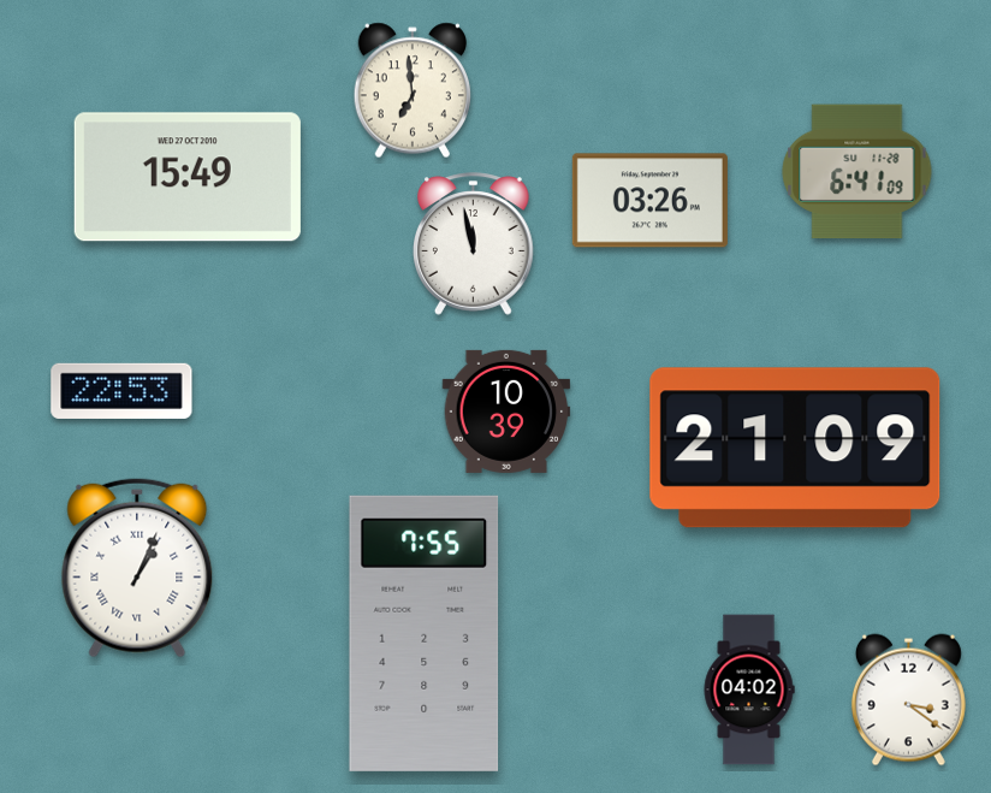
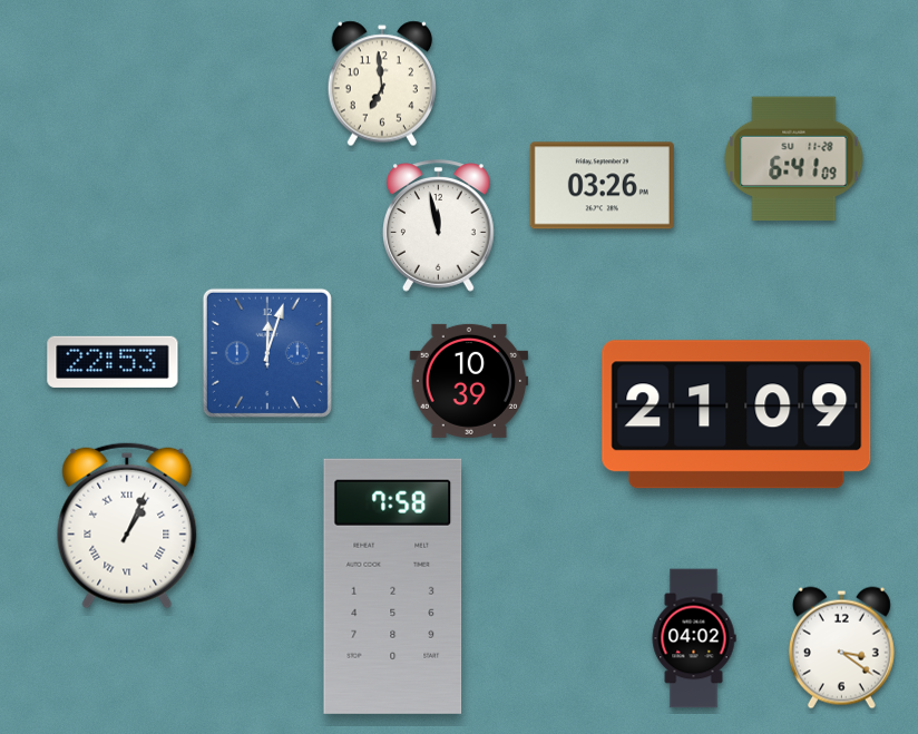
clock at (188, 177): 15:49 -> none
clock at (267, 353): none -> 12:03
clock at (425, 633): 7:55 -> 7:58
